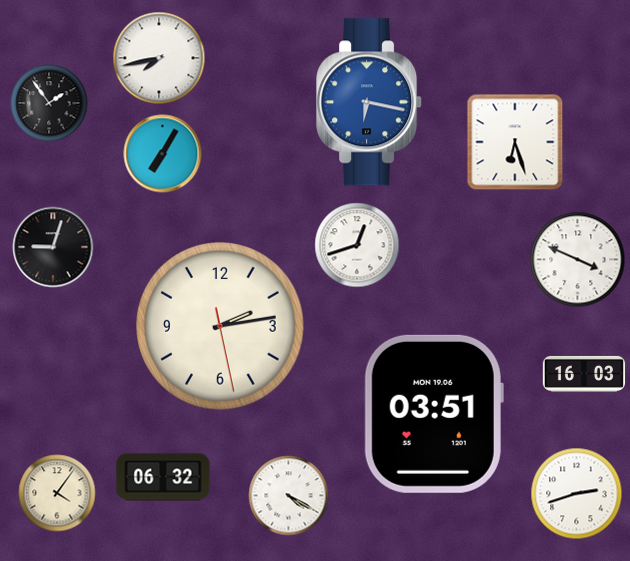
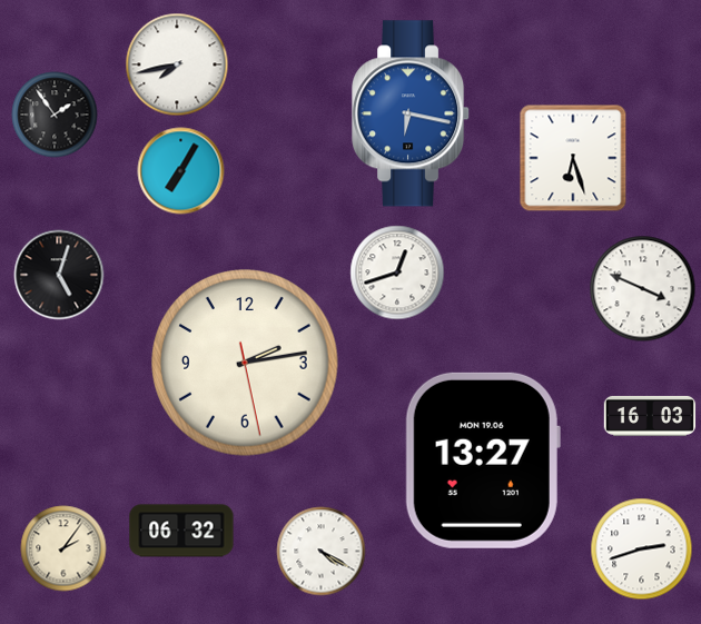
clock at (53, 247): 9:03 -> 5:03
clock at (434, 414): 03:51 -> 13:27
clock at (57, 493): 4:06 -> 2:06
